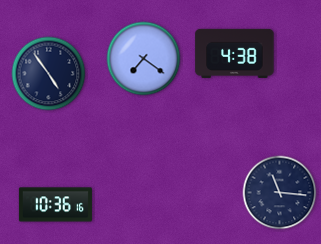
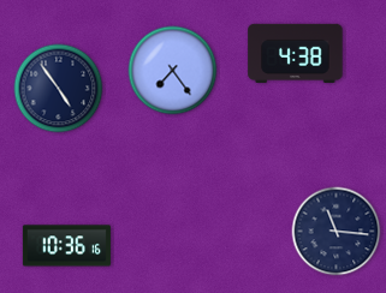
clock at (235, 53) position: (235, 53) -> (296, 53)
clock at (144, 59): 7:21 -> 7:24
